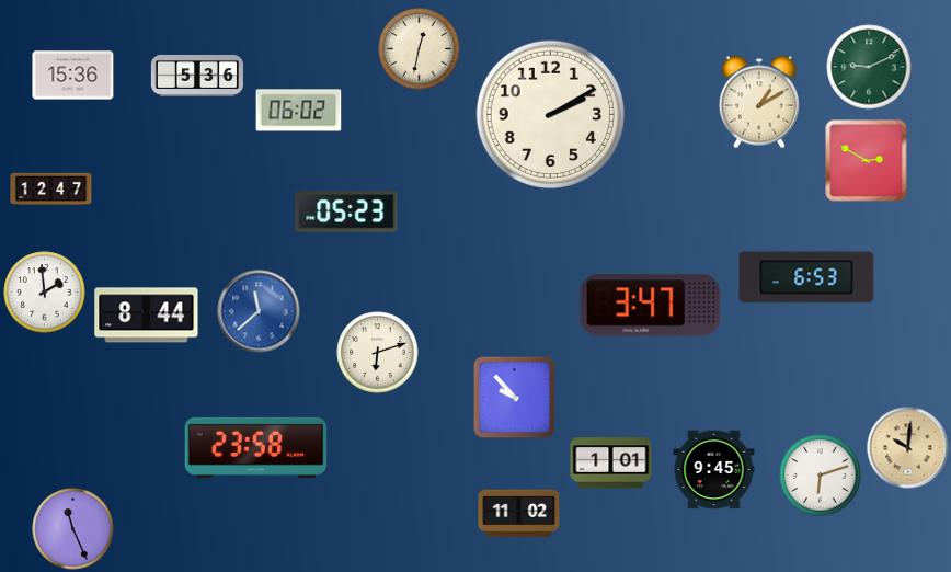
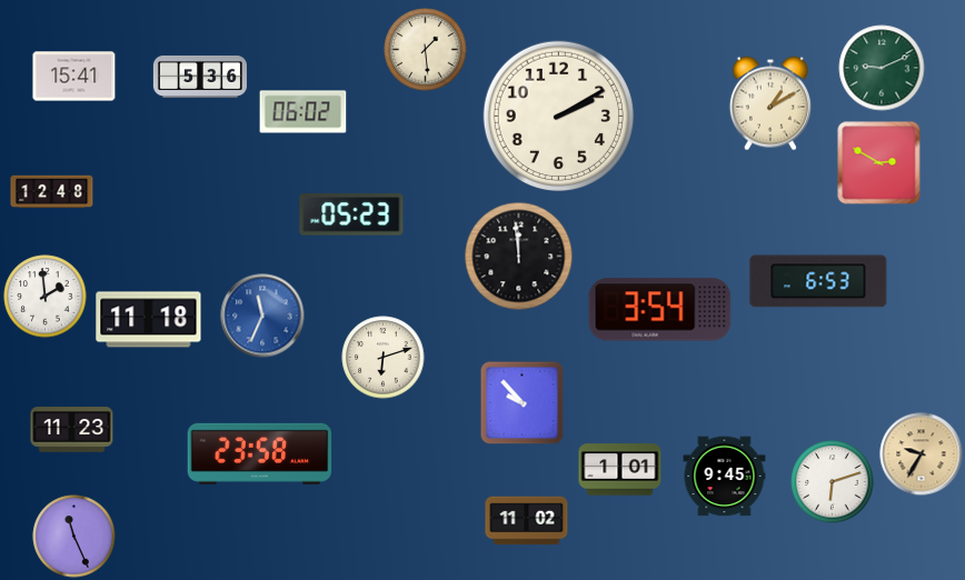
clock at (420, 49): 12:32 -> 1:29
clock at (73, 76): 15:36 -> 15:41
clock at (51, 190): 12:47 -> 12:48
clock at (519, 257): none -> 11:59
clock at (651, 306): 3:47 -> 3:54
clock at (259, 311): 11:38 -> 11:34
clock at (147, 316): 8:44 -> 11:18
clock at (72, 430): none -> 11:23
clock at (908, 448): 10:01 -> 9:35
